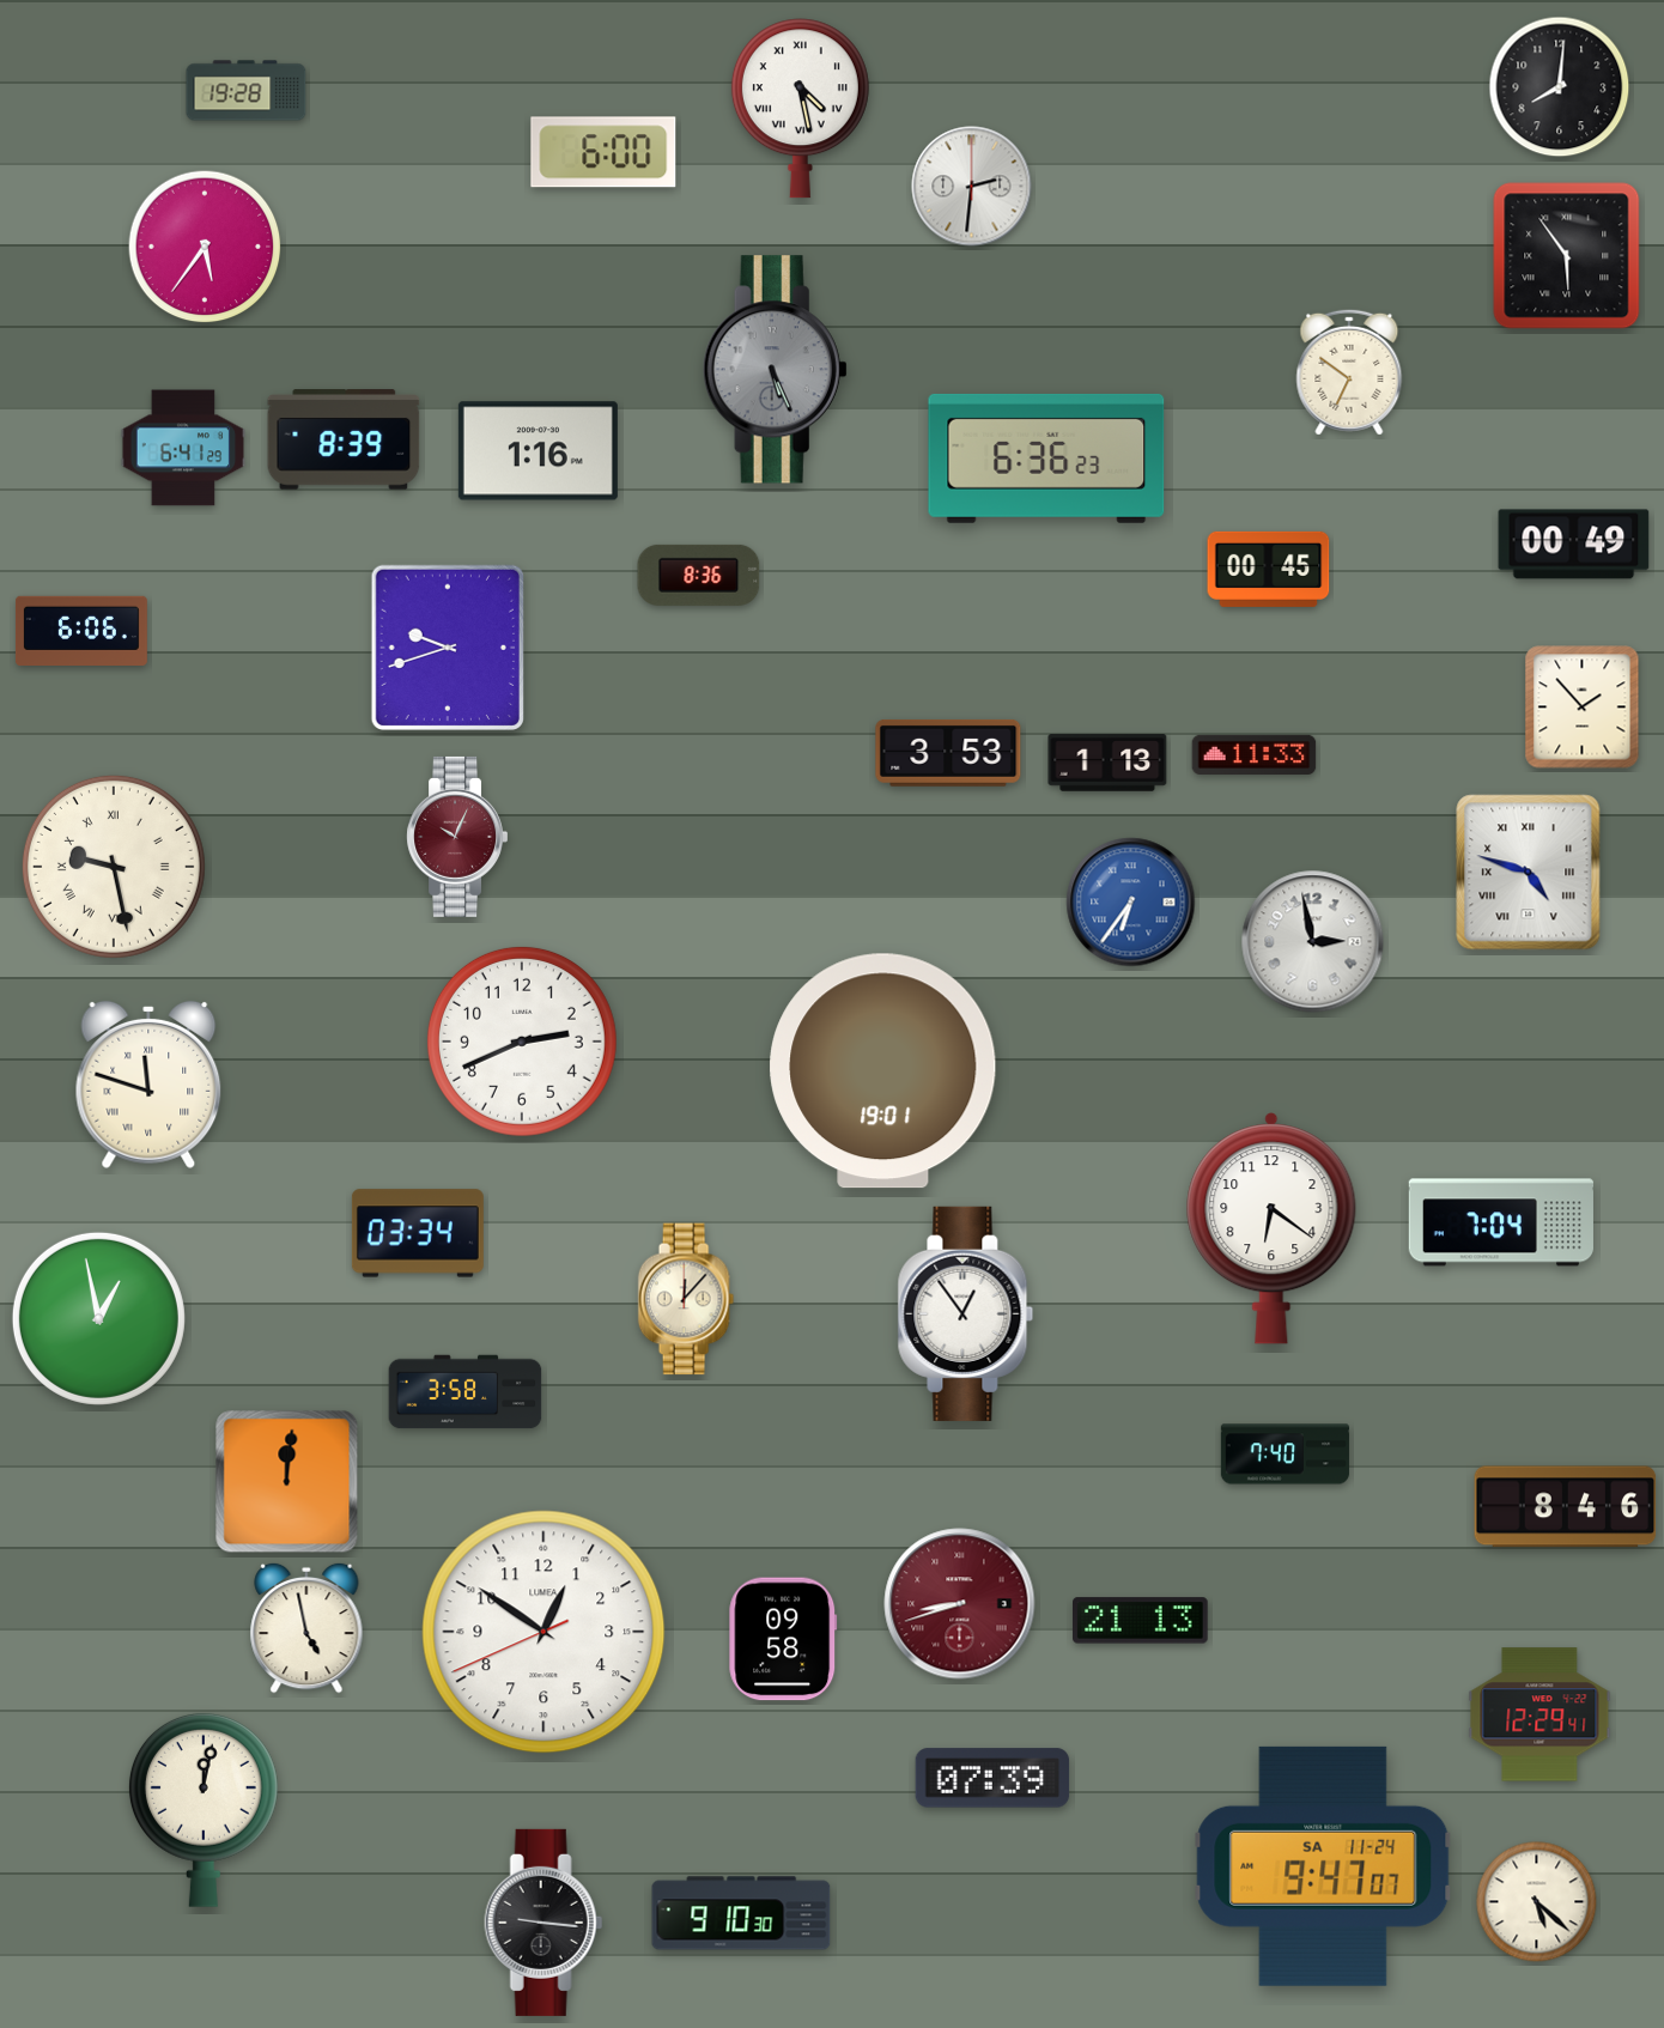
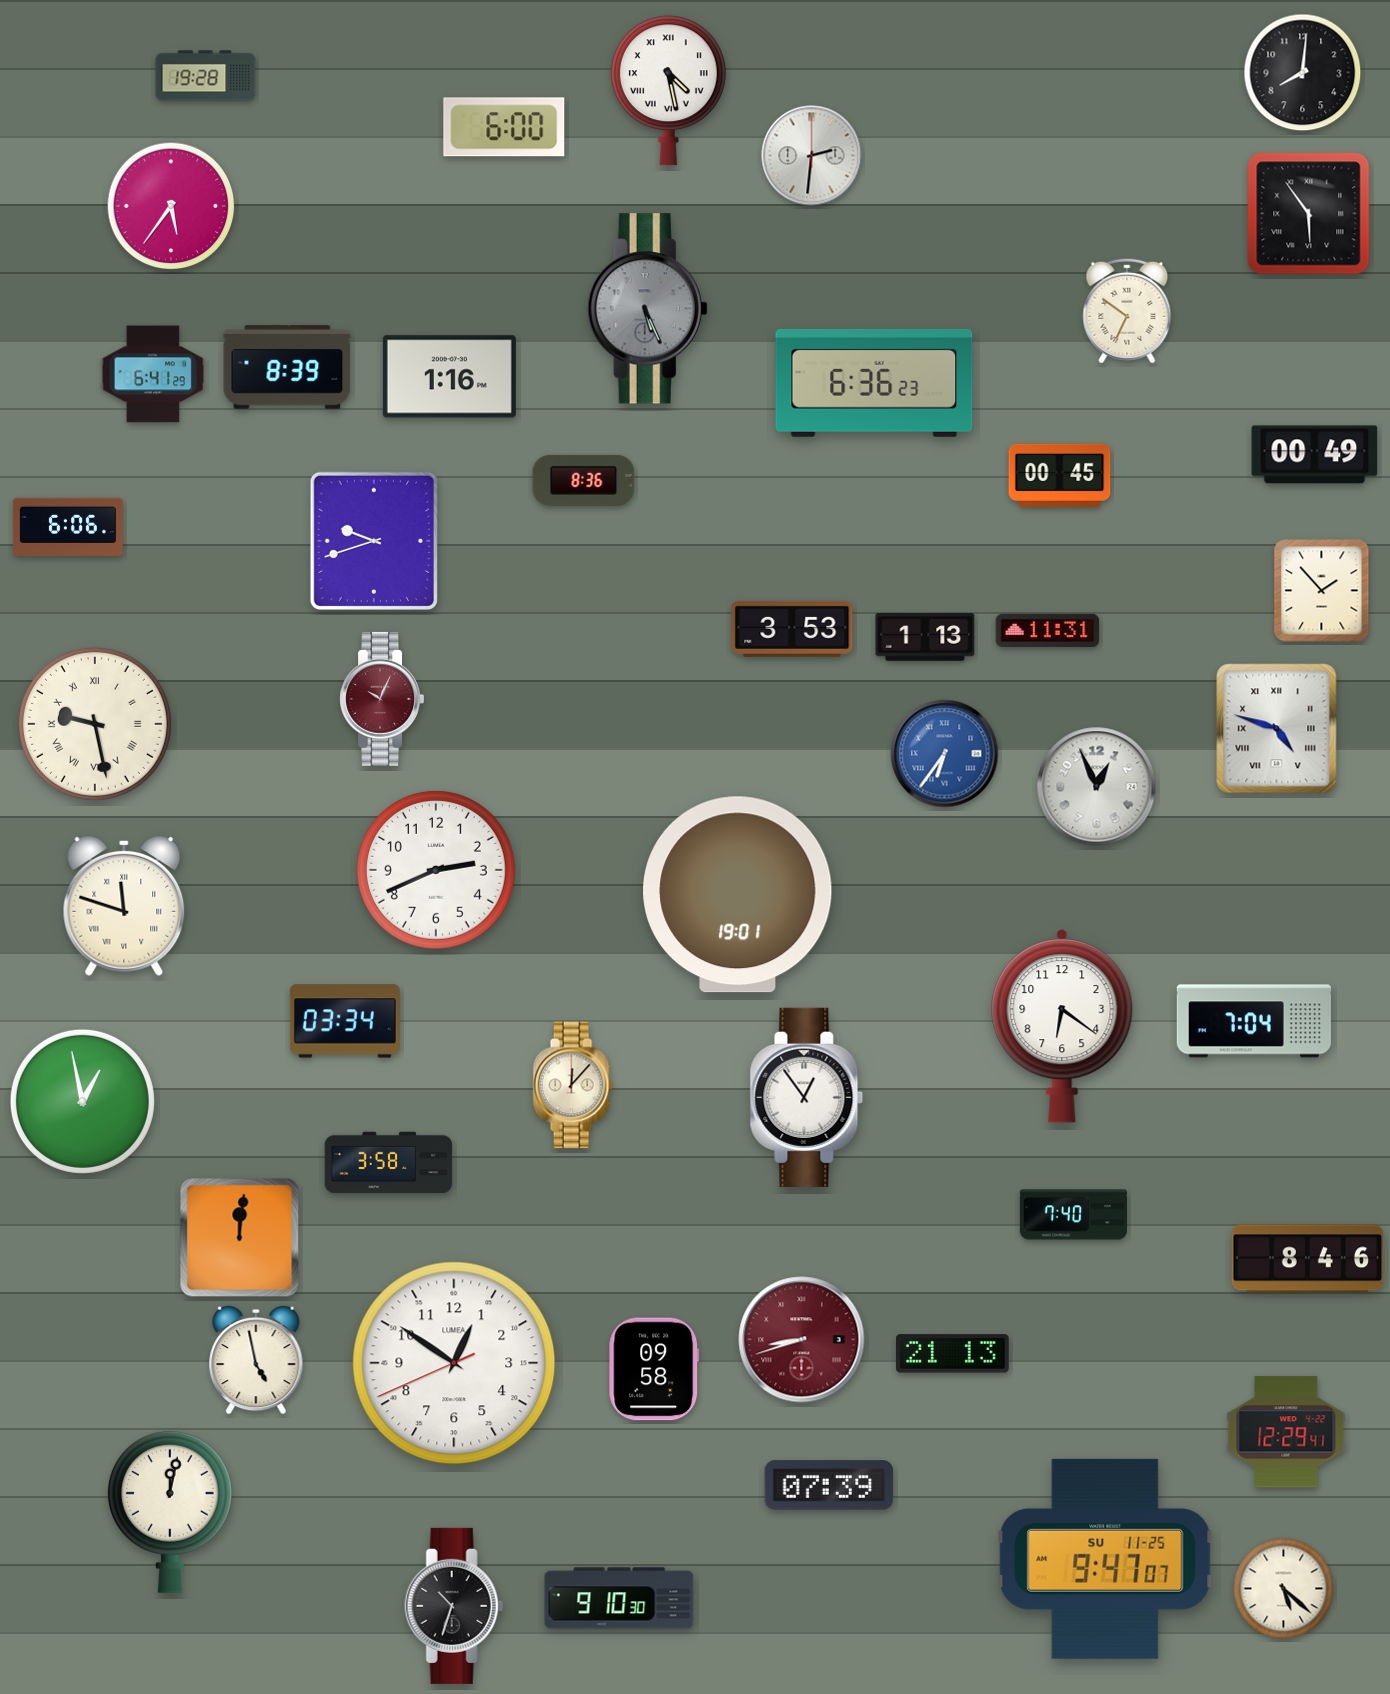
clock at (1255, 755): 11:33 -> 11:31
clock at (1313, 942): 2:58 -> 12:56
clock at (418, 1233) position: (418, 1233) -> (345, 1021)
clock at (1323, 1866) date: SA 11-24 -> SU 11-25
clock at (543, 1923): 9:16 -> 10:33
